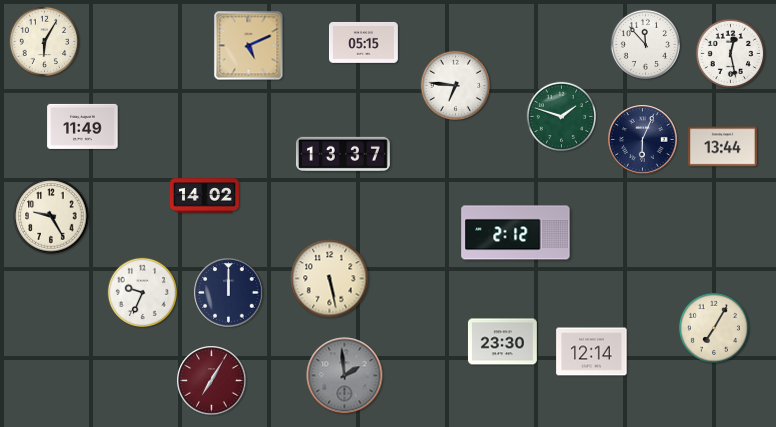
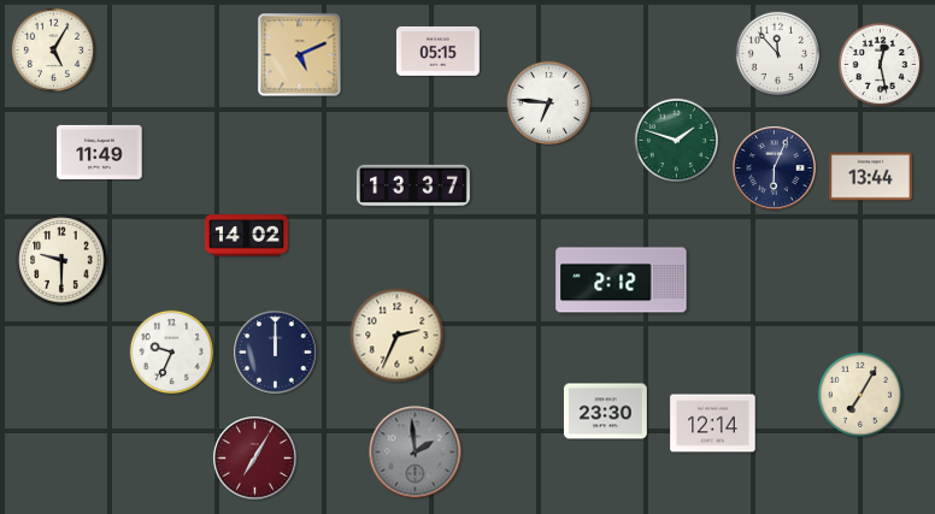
clock at (44, 41): 6:05 -> 5:05
clock at (51, 216): 9:25 -> 9:30
clock at (330, 279): 5:28 -> 2:34
